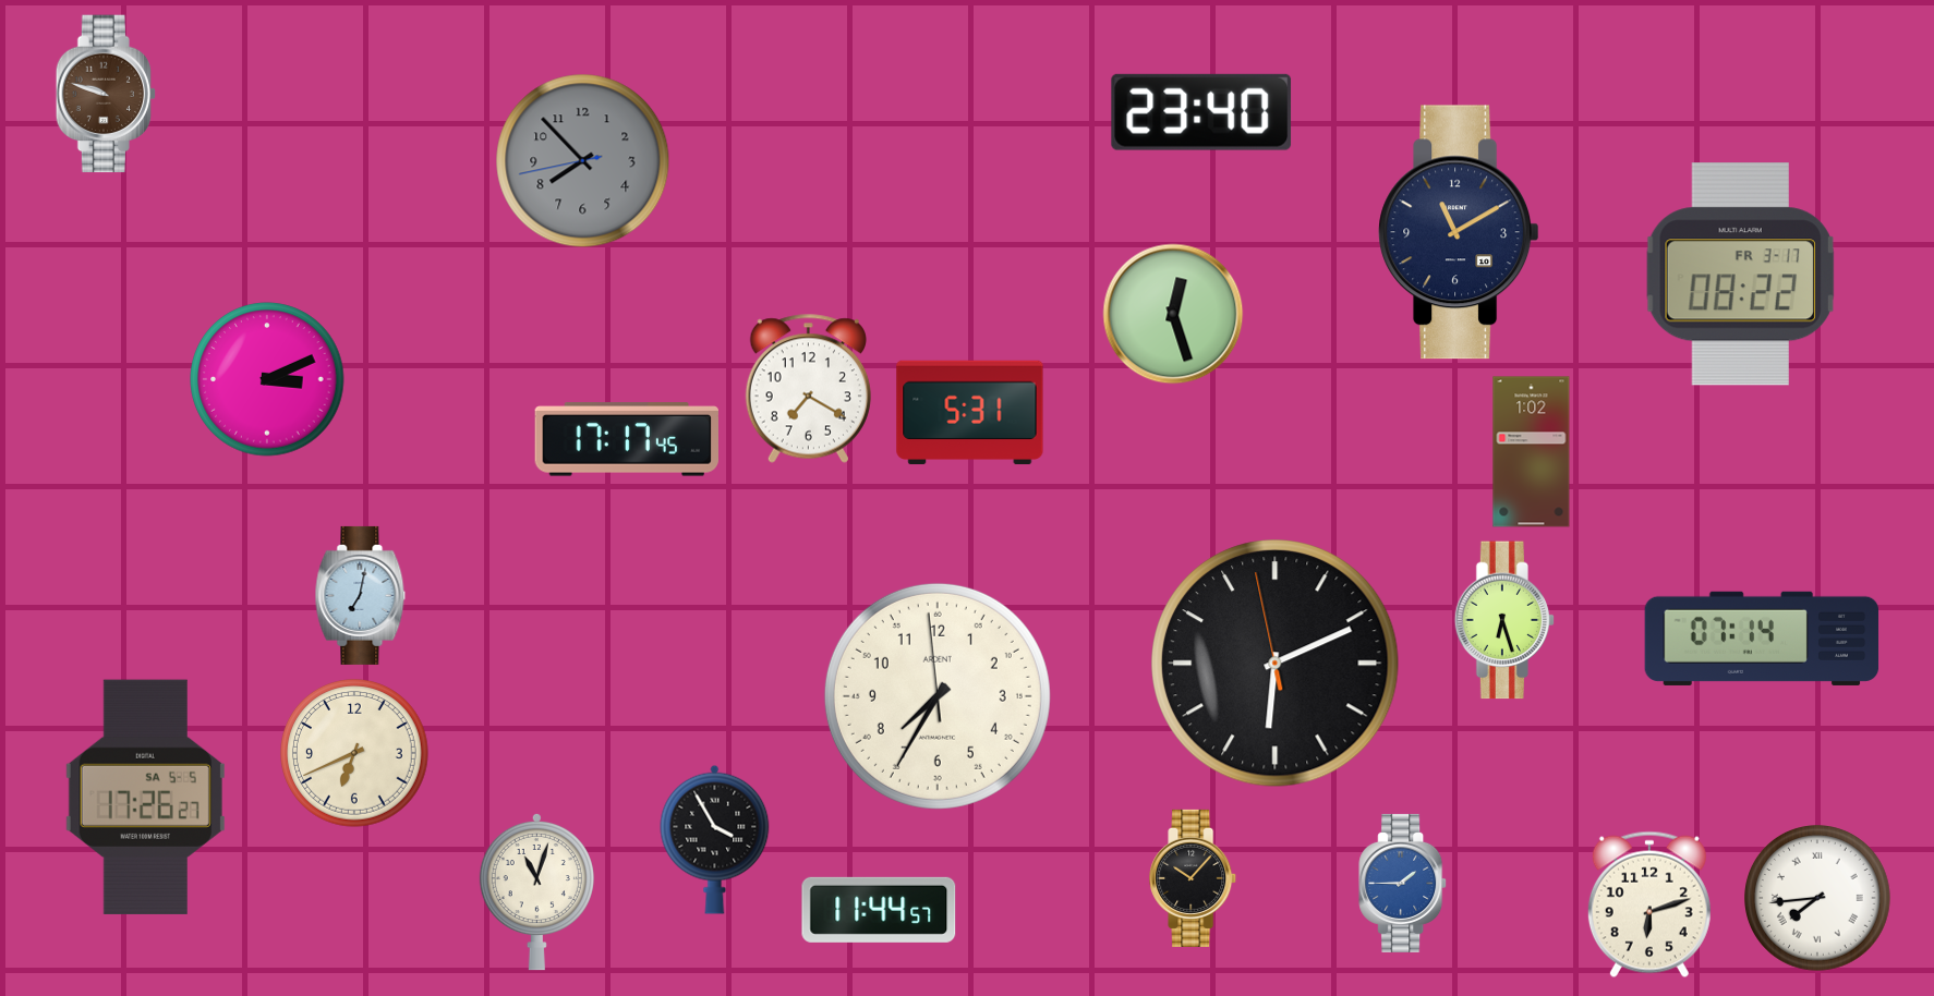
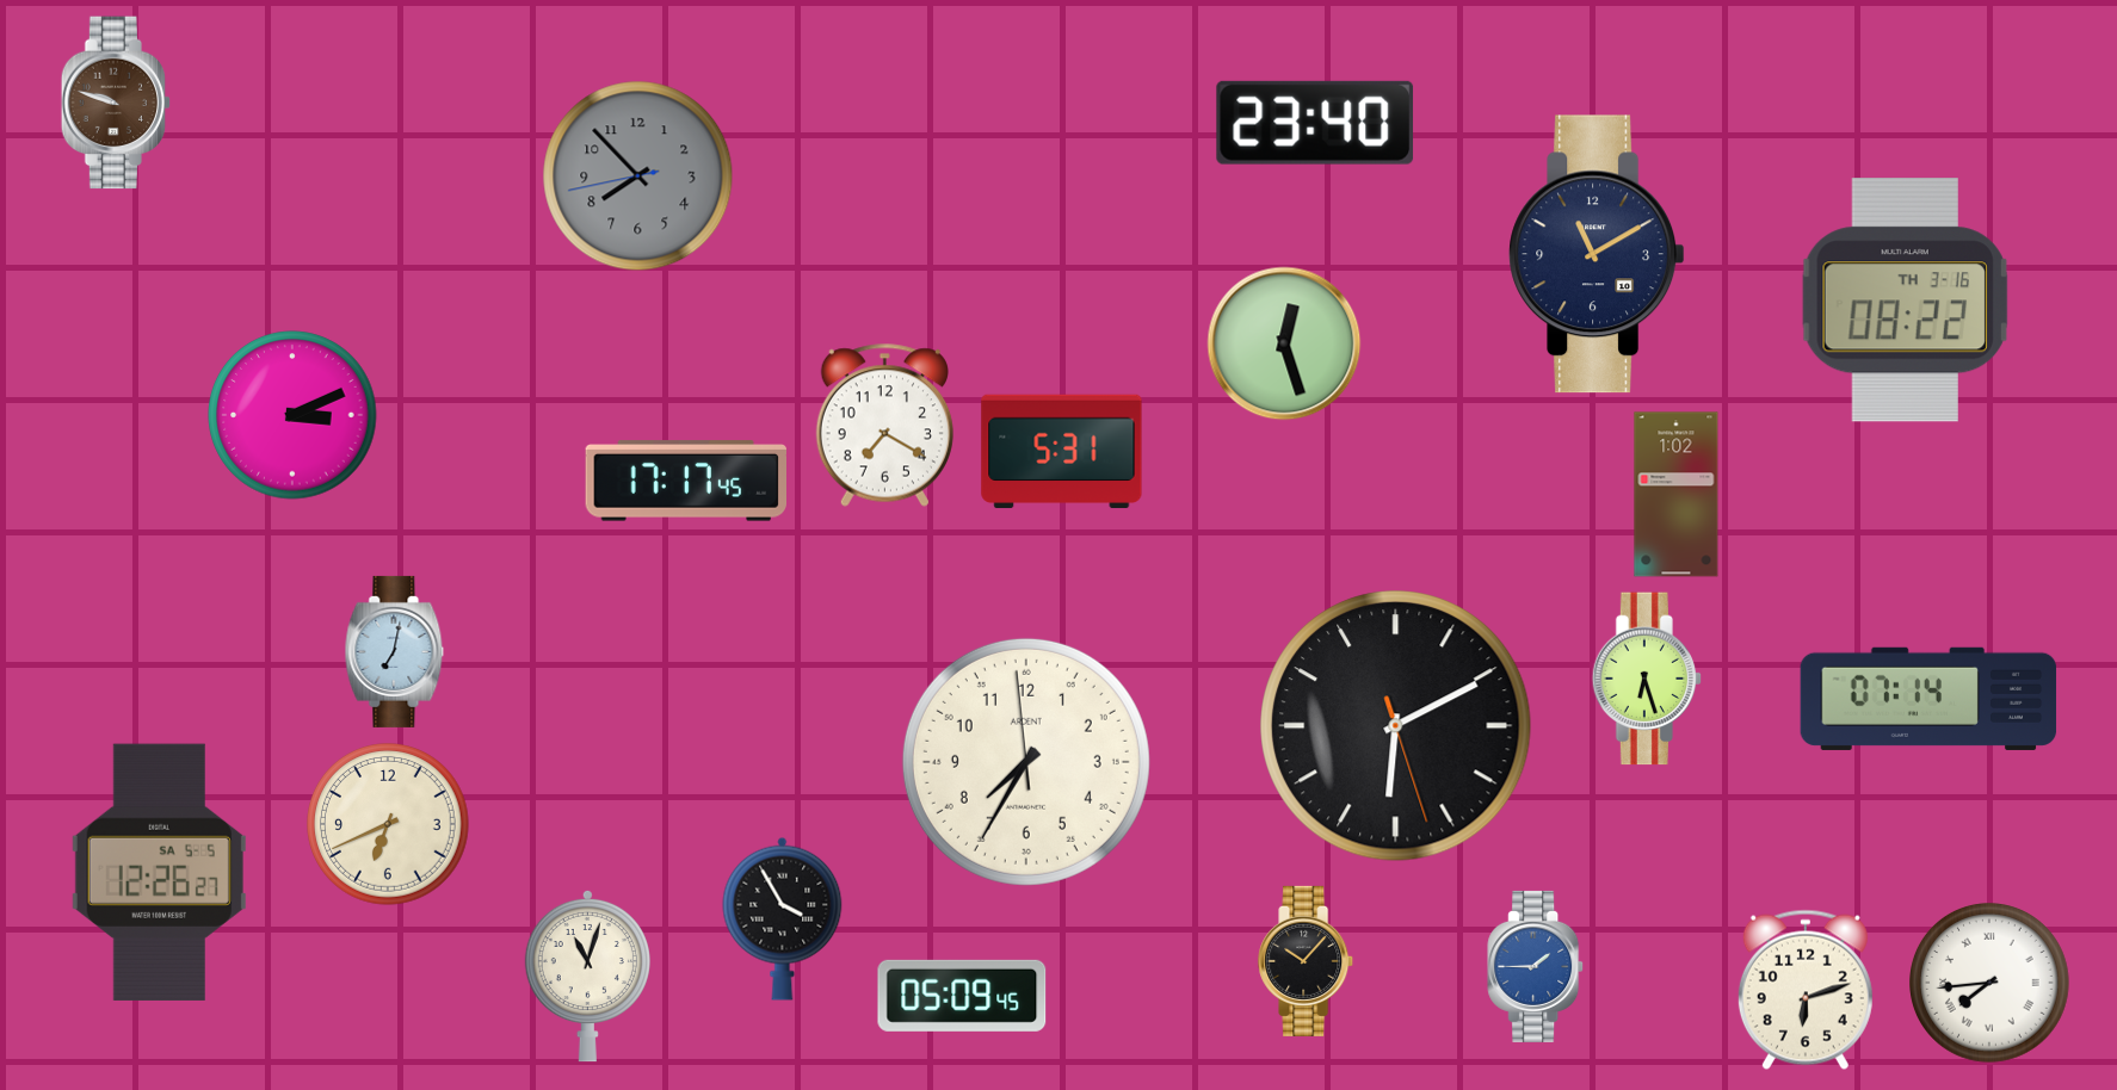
clock at (1740, 275) date: FR 3-17 -> TH 3-16
clock at (1276, 664): 6:10:58 -> 6:10:27
clock at (145, 797): 17:26 -> 12:26
clock at (879, 910): 11:44 -> 05:09
